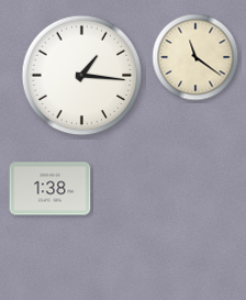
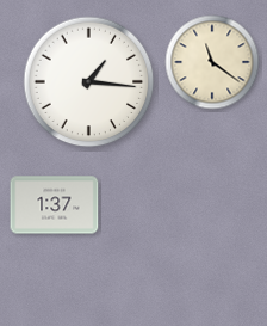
clock at (51, 189): 1:38 -> 1:37
